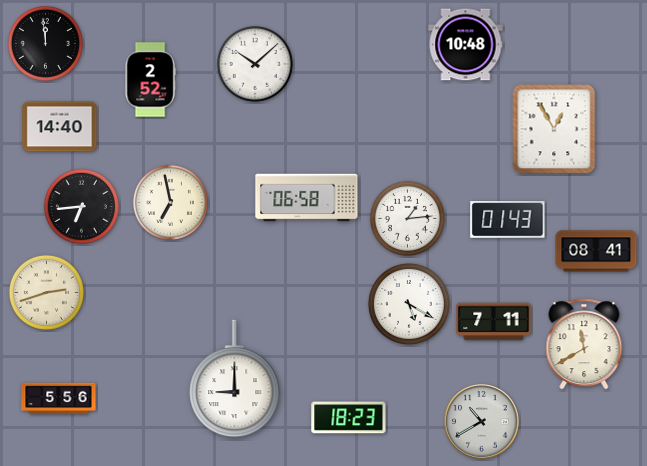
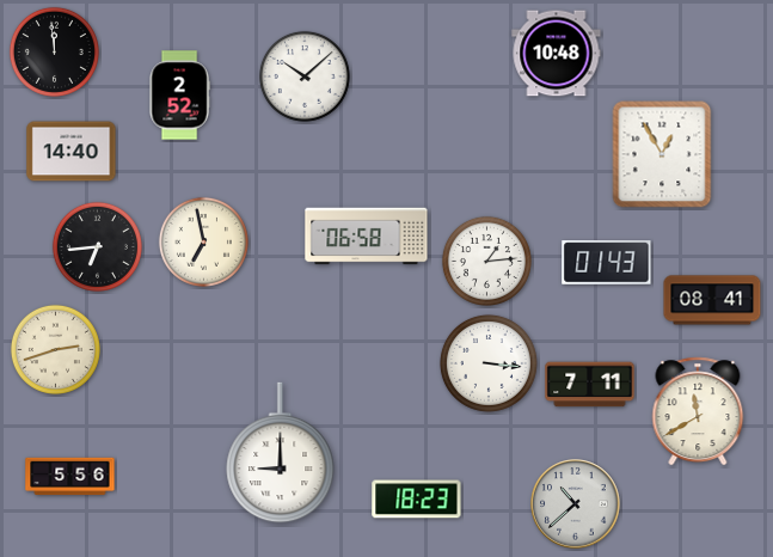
clock at (409, 304): 5:20 -> 3:16
clock at (482, 422): 10:40 -> 10:38
